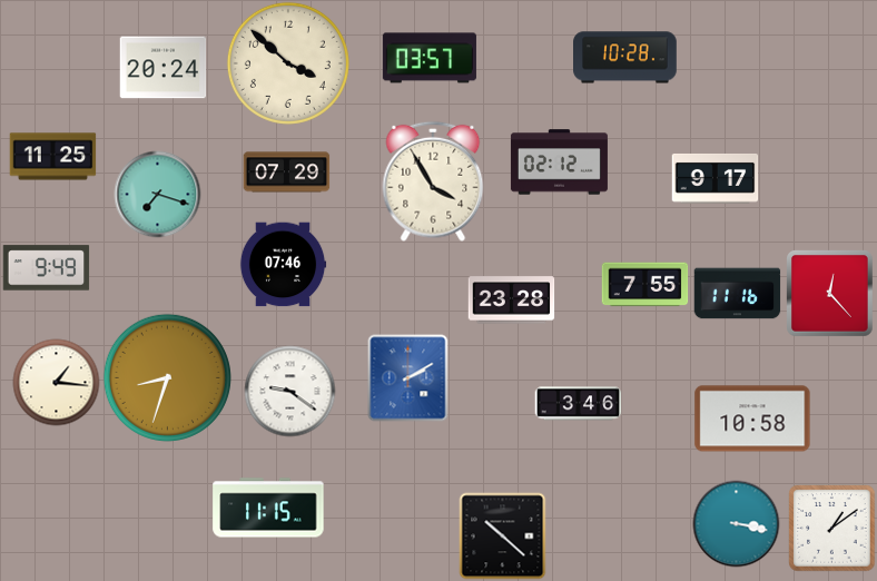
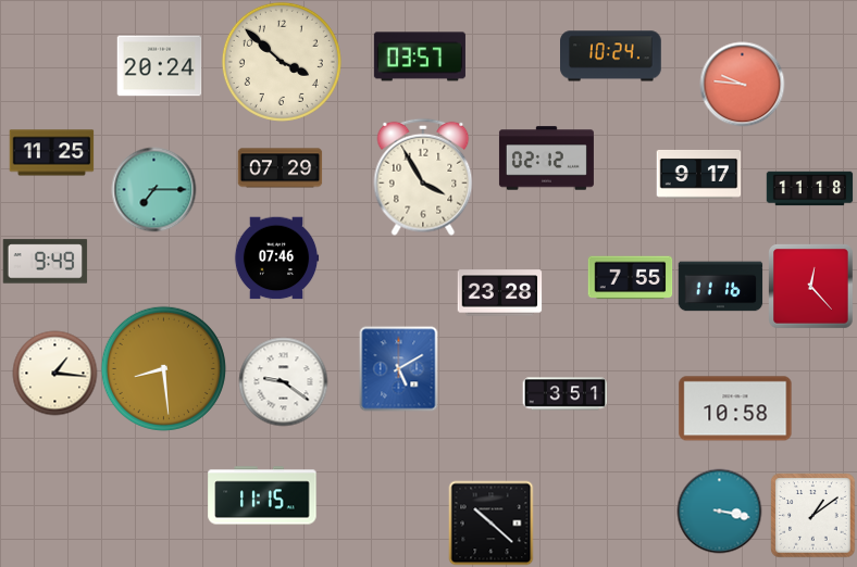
clock at (625, 58): 10:28 -> 10:24
clock at (742, 84): none -> 9:46
clock at (157, 194): 7:18 -> 7:15
clock at (809, 189): none -> 11:18
clock at (167, 377): 8:33 -> 8:29
clock at (408, 377): 2:10 -> 5:10
clock at (578, 404): 3:46 -> 3:51
